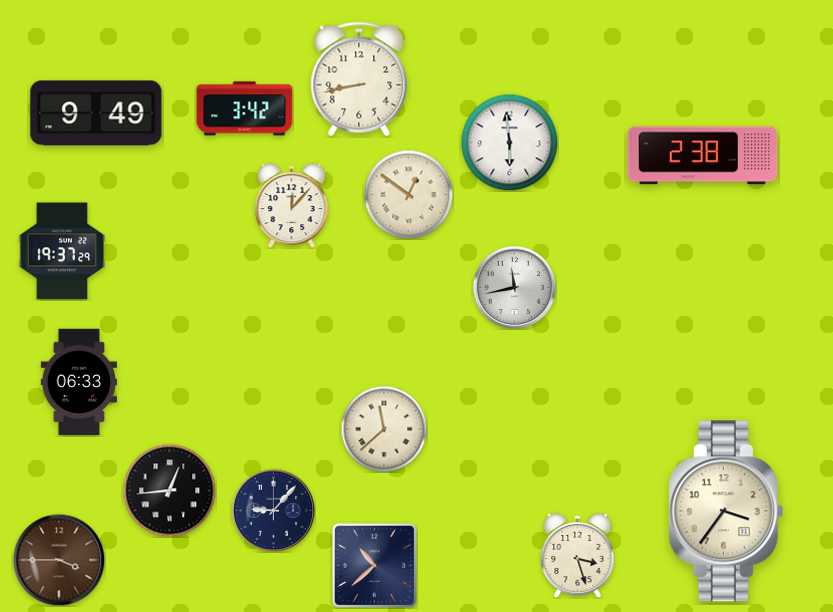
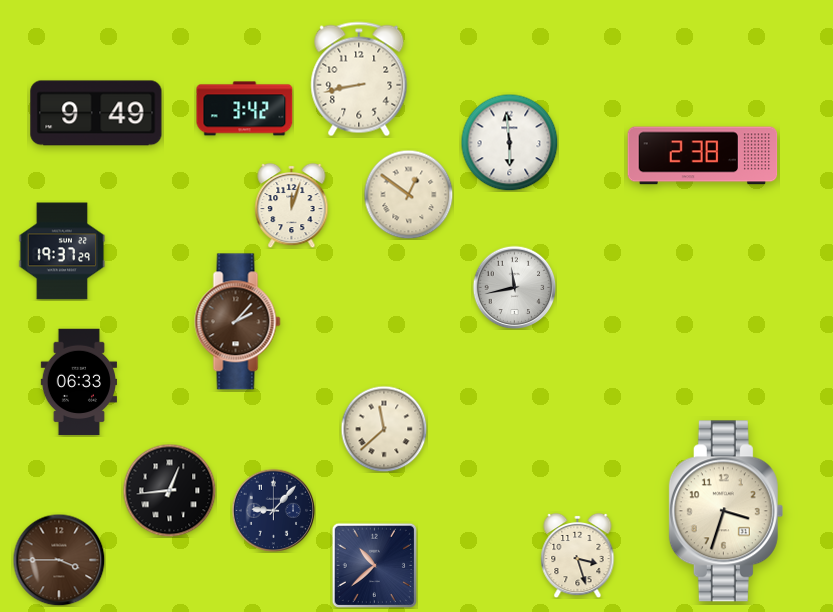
clock at (292, 205): 12:07 -> 12:03
clock at (238, 322): none -> 2:07
clock at (726, 511): 3:36 -> 3:33
